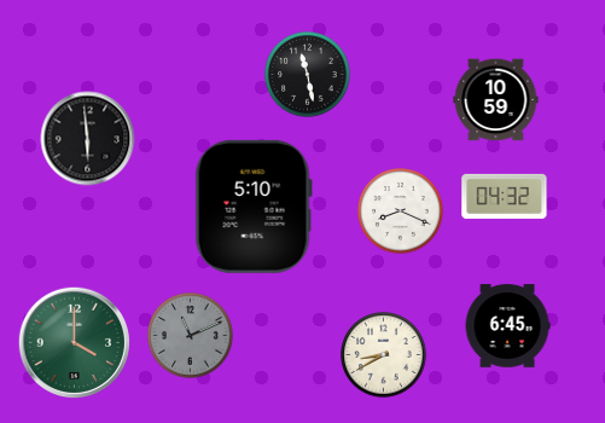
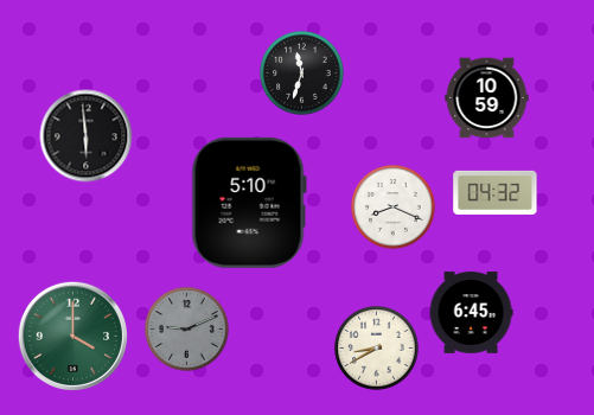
clock at (308, 75): 11:28 -> 11:33
clock at (507, 326) position: (507, 326) -> (471, 313)
clock at (191, 336): 11:11 -> 9:11
